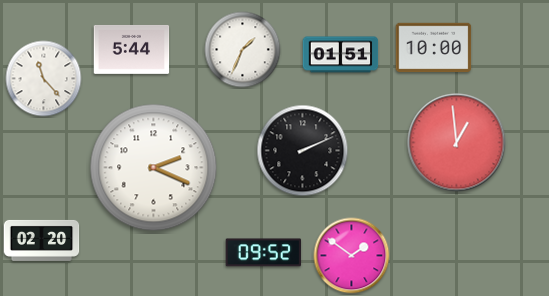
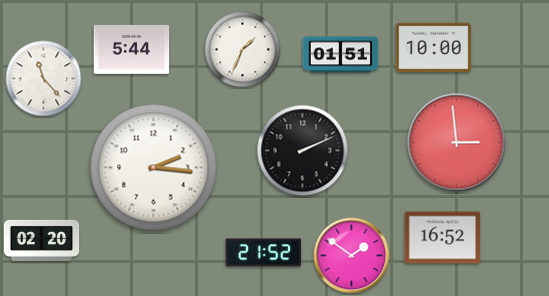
clock at (457, 143): 12:59 -> 2:59
clock at (154, 168): 2:19 -> 2:16
clock at (443, 238): none -> 16:52
clock at (264, 253): 09:52 -> 21:52
